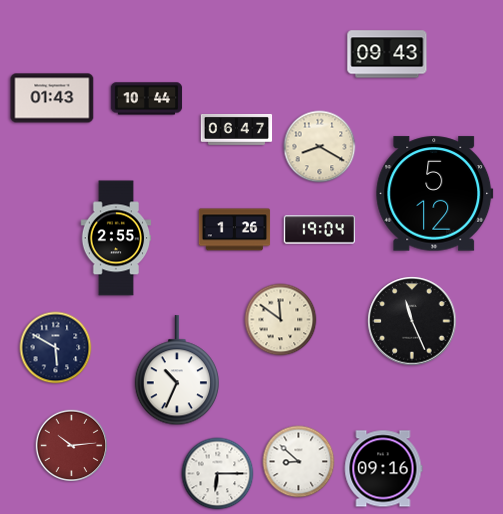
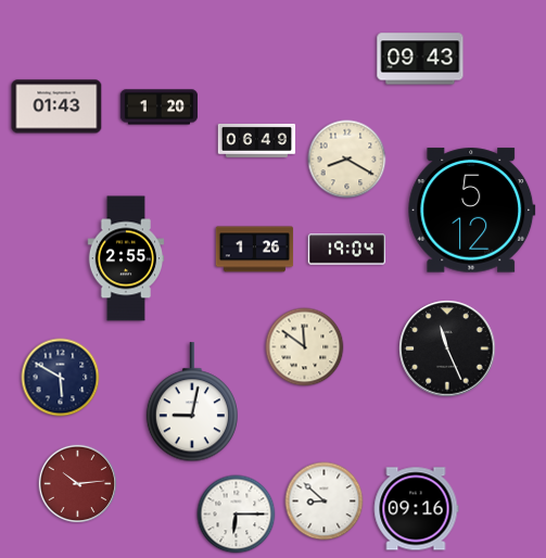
clock at (147, 99): 10:44 -> 1:20
clock at (237, 130): 06:47 -> 06:49
clock at (176, 371): 10:34 -> 9:02
